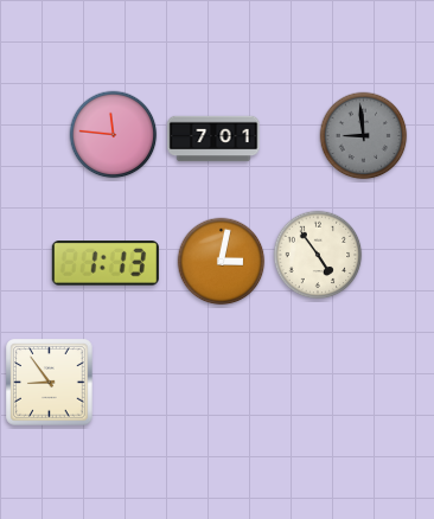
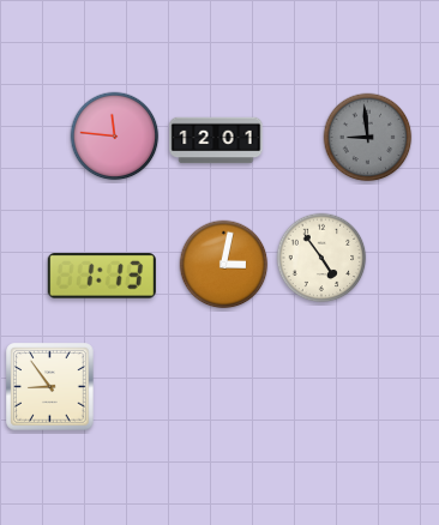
clock at (213, 139): 7:01 -> 12:01
clock at (106, 264) position: (106, 264) -> (102, 277)
